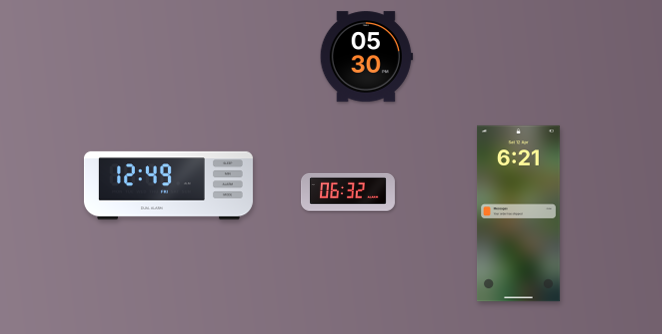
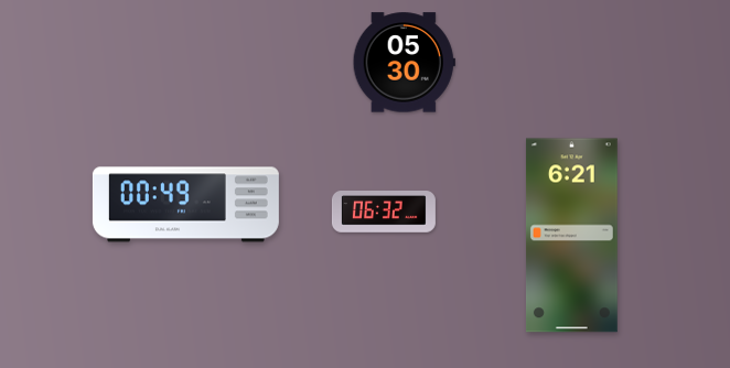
clock at (168, 186): 12:49 -> 00:49
